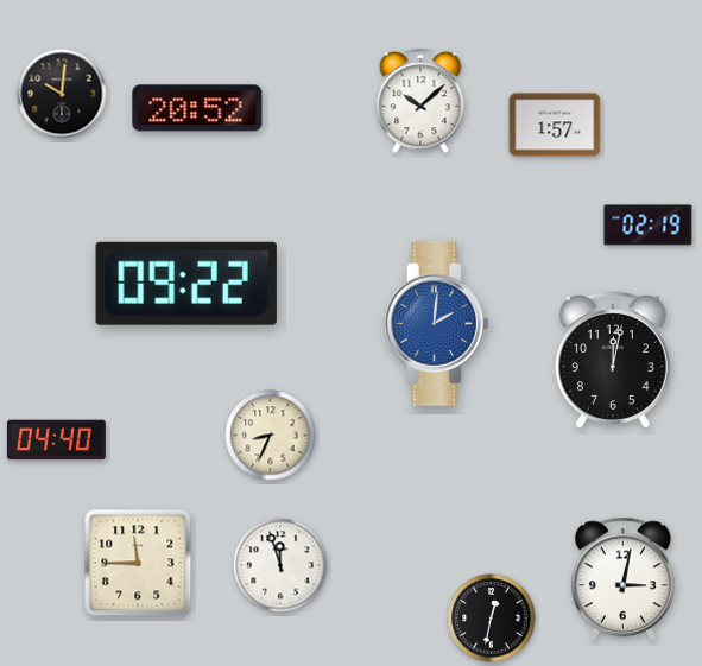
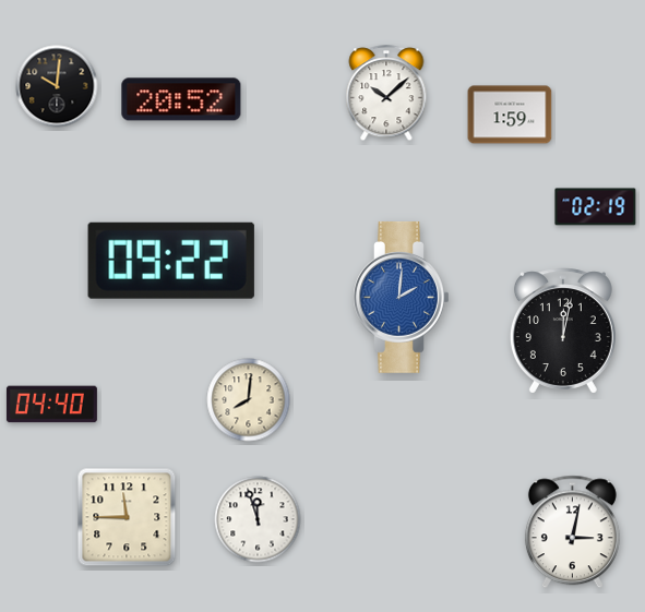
clock at (555, 125): 1:57 -> 1:59
clock at (271, 436): 8:34 -> 8:01
clock at (492, 619): 12:32 -> none
